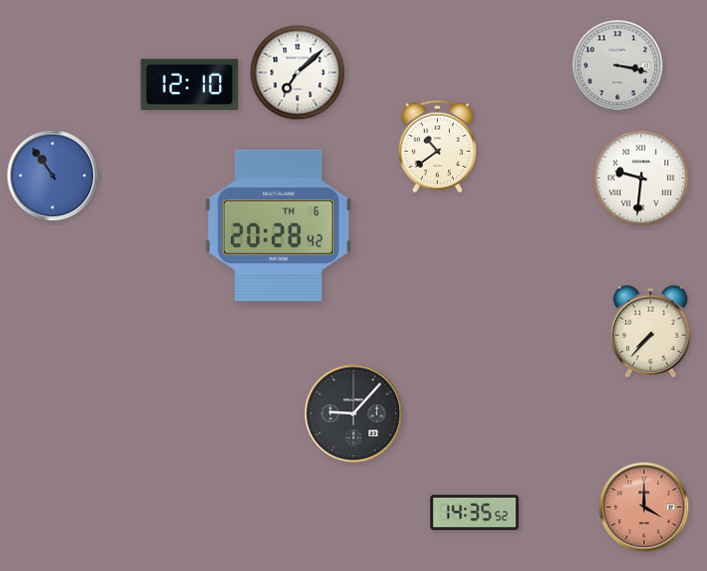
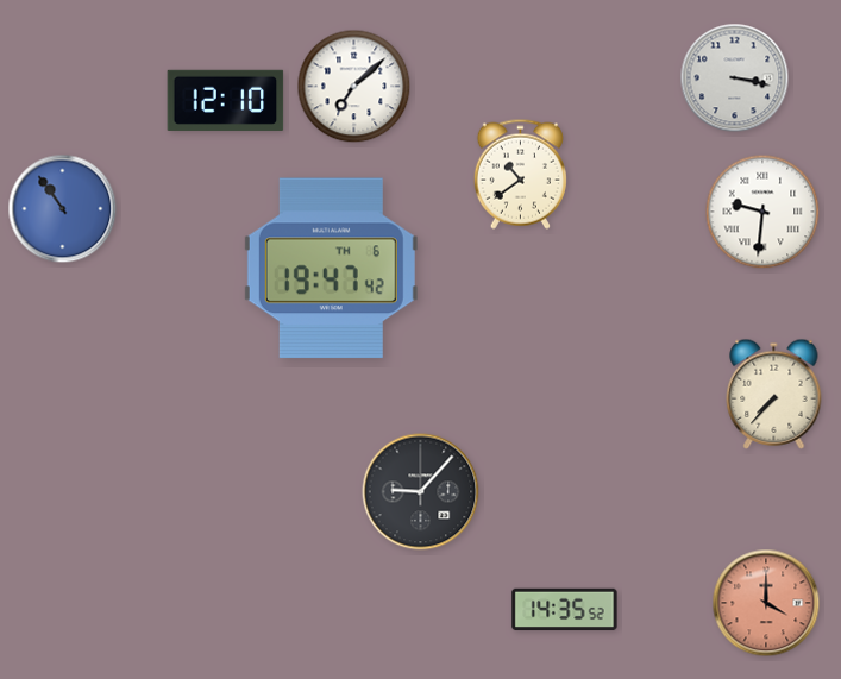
clock at (278, 226): 20:28 -> 19:47
